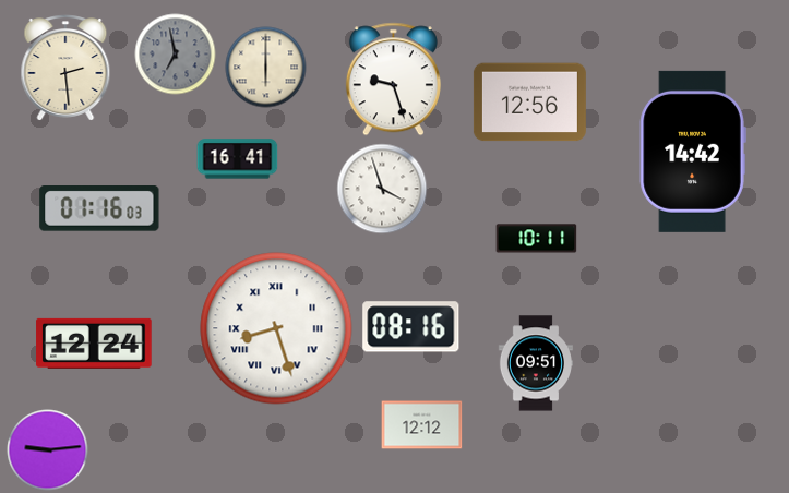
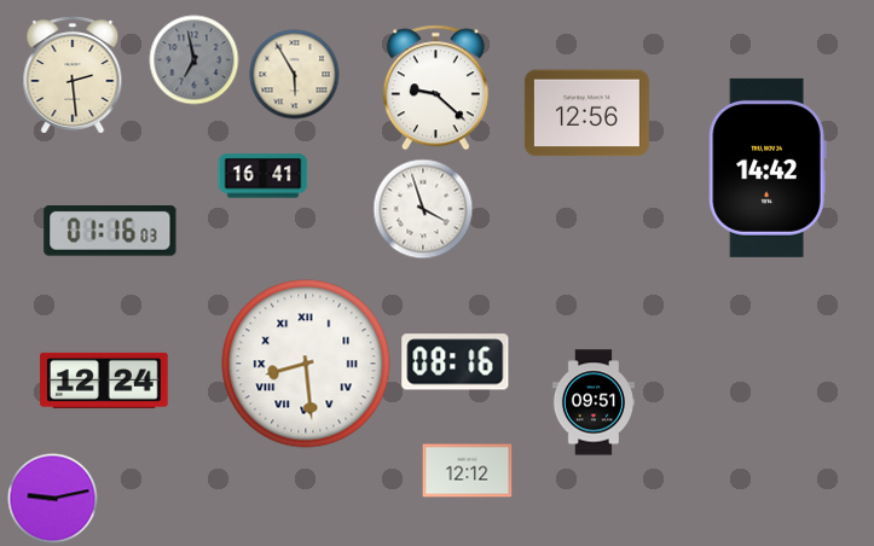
clock at (266, 68): 6:00 -> 5:55
clock at (393, 80): 9:27 -> 9:22
clock at (537, 239): 10:11 -> none
clock at (276, 328): 8:27 -> 8:29
clock at (48, 450): 9:14 -> 9:13
